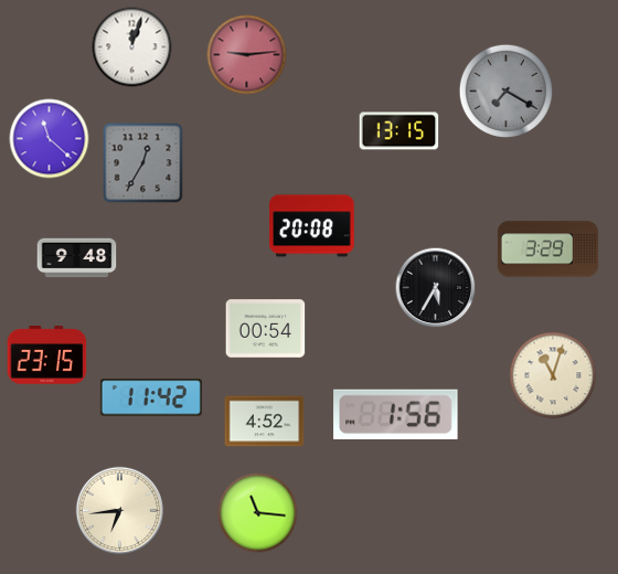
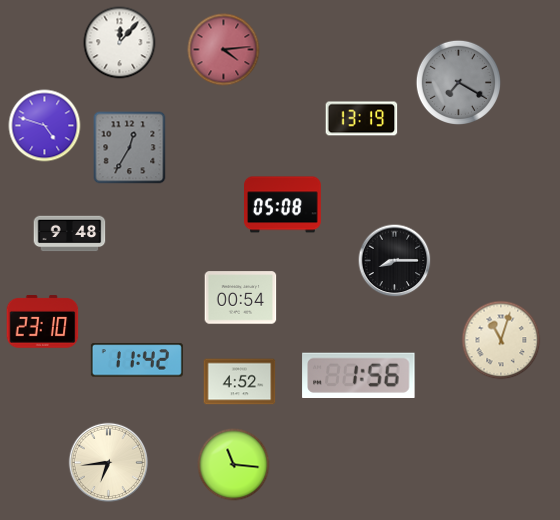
clock at (132, 47): 12:03 -> 12:07
clock at (247, 55): 9:14 -> 4:14
clock at (399, 131): 13:15 -> 13:19
clock at (50, 139): 11:22 -> 4:48
clock at (312, 226): 20:08 -> 05:08
clock at (547, 249): 3:29 -> none
clock at (436, 288): 5:35 -> 8:15
clock at (47, 355): 23:15 -> 23:10
